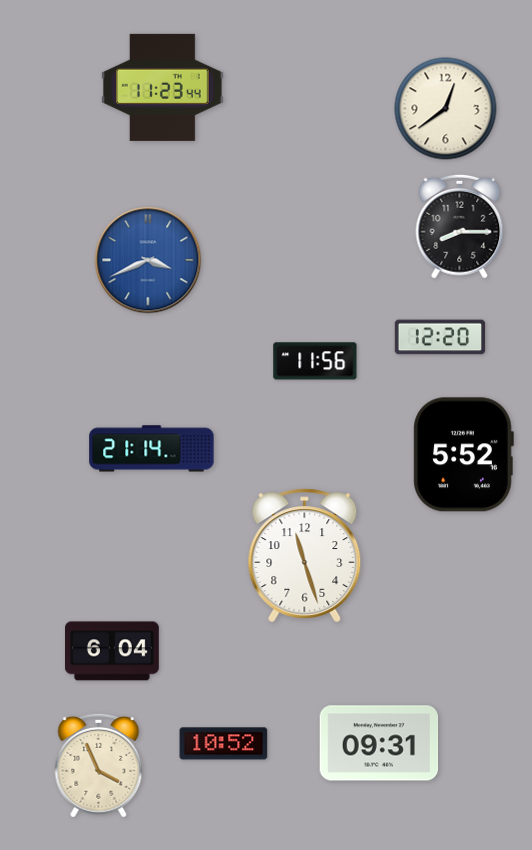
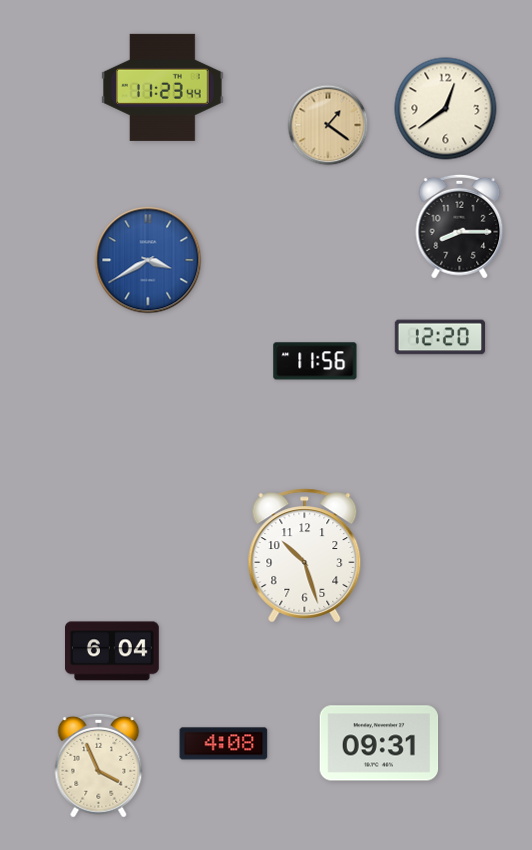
clock at (328, 125): none -> 1:21
clock at (148, 260): 3:41 -> 3:40
clock at (152, 449): 21:14 -> none
clock at (463, 455): 5:52 -> none
clock at (305, 556): 11:27 -> 10:27
clock at (224, 744): 10:52 -> 4:08
